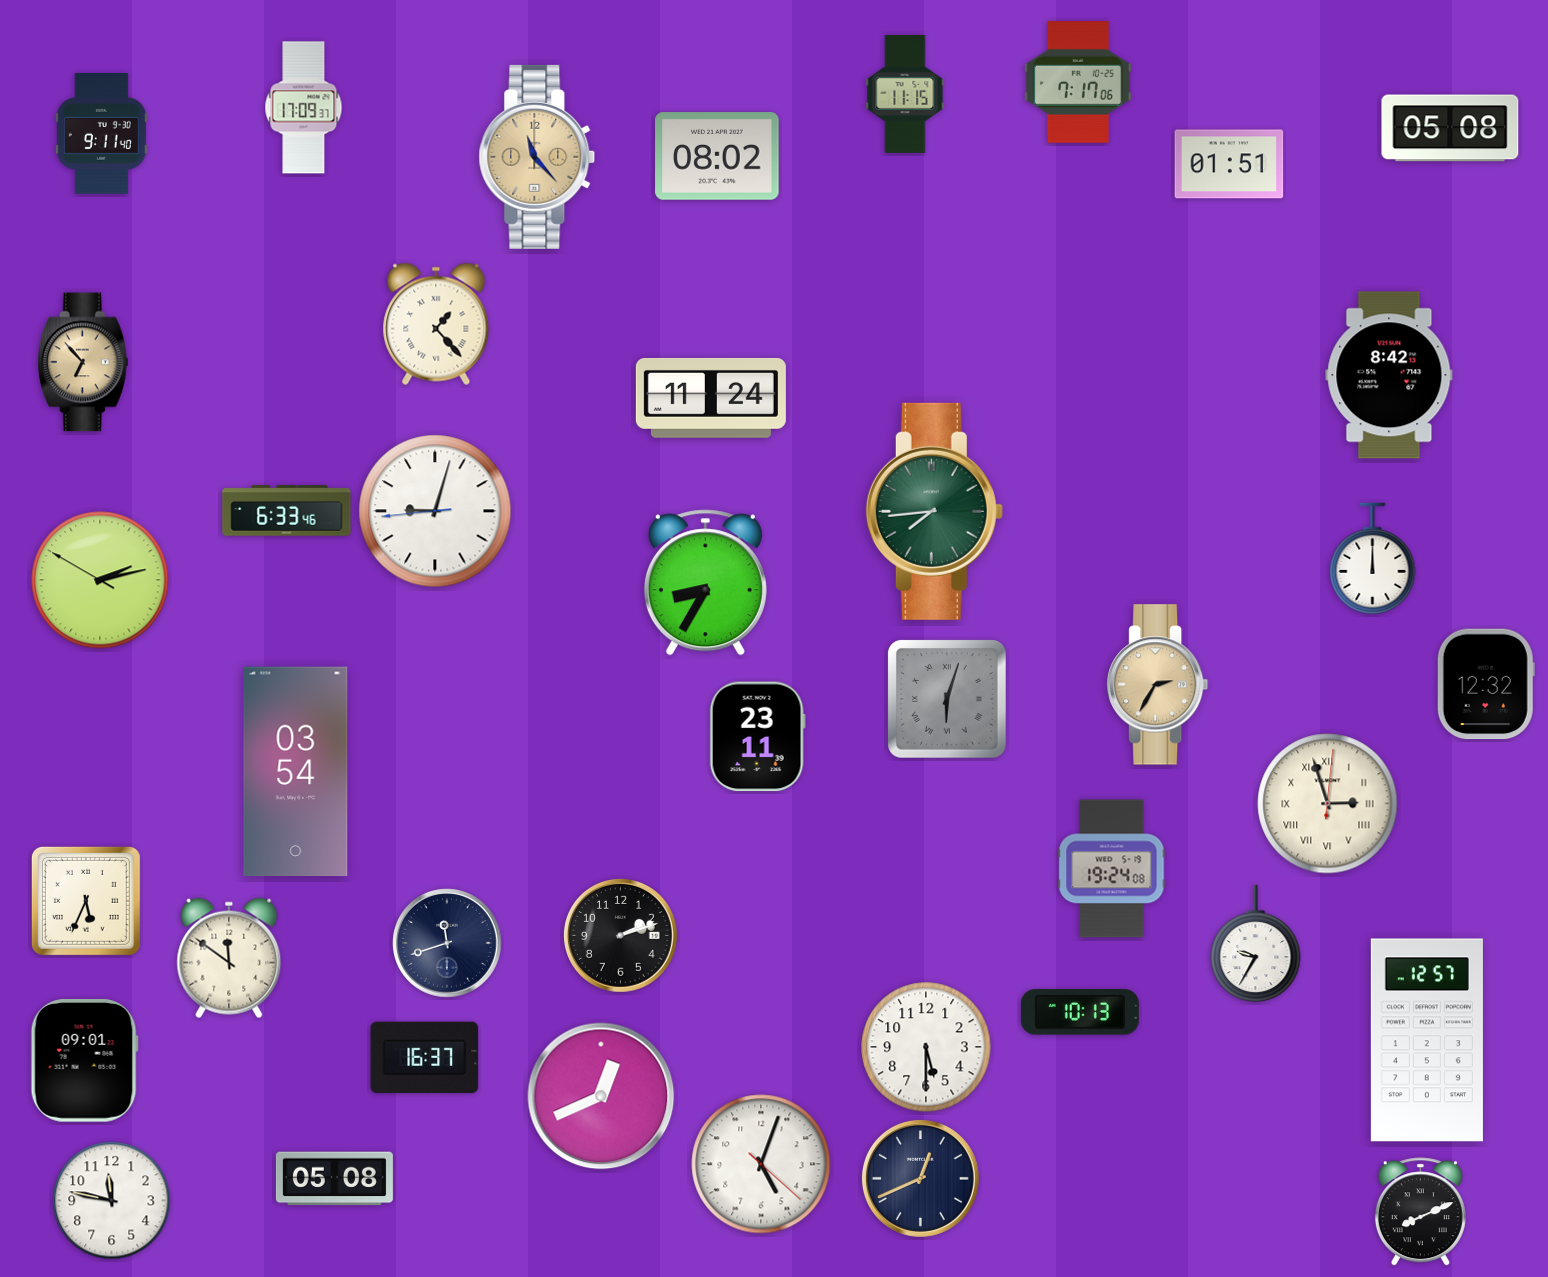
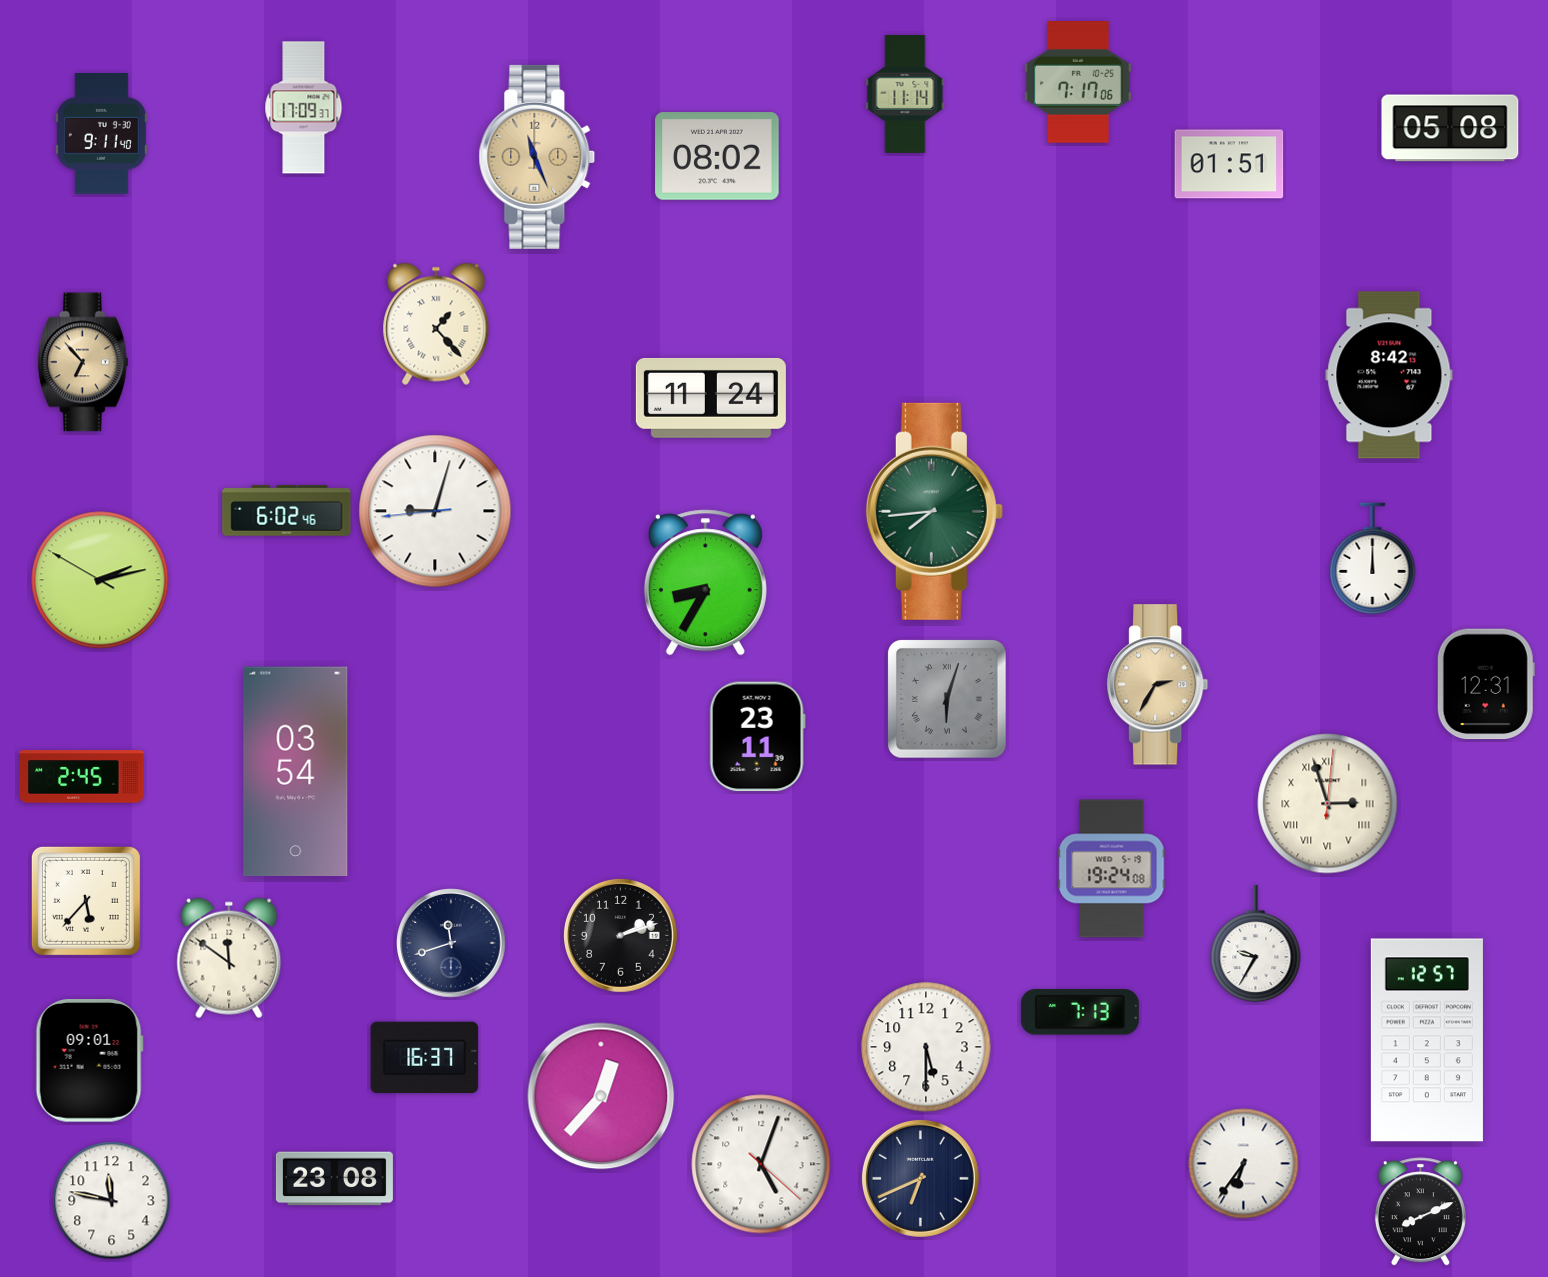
clock at (905, 94): 11:15 -> 11:14
clock at (537, 157): 11:23 -> 11:26
clock at (287, 511): 6:33 -> 6:02
clock at (1486, 684): 12:32 -> 12:31
clock at (82, 777): none -> 2:45
clock at (86, 901): 5:34 -> 5:37
clock at (447, 943) position: (447, 943) -> (451, 943)
clock at (1080, 1012): 10:13 -> 7:13
clock at (84, 1061) position: (84, 1061) -> (89, 1061)
clock at (601, 1096): 12:41 -> 12:37
clock at (1244, 1164): none -> 6:36
clock at (920, 1178): 12:41 -> 6:41
clock at (334, 1179): 05:08 -> 23:08
